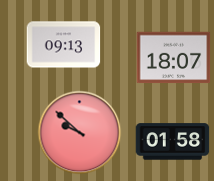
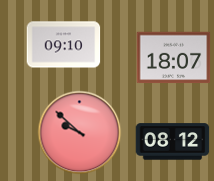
clock at (64, 45): 09:13 -> 09:10
clock at (173, 142): 01:58 -> 08:12
